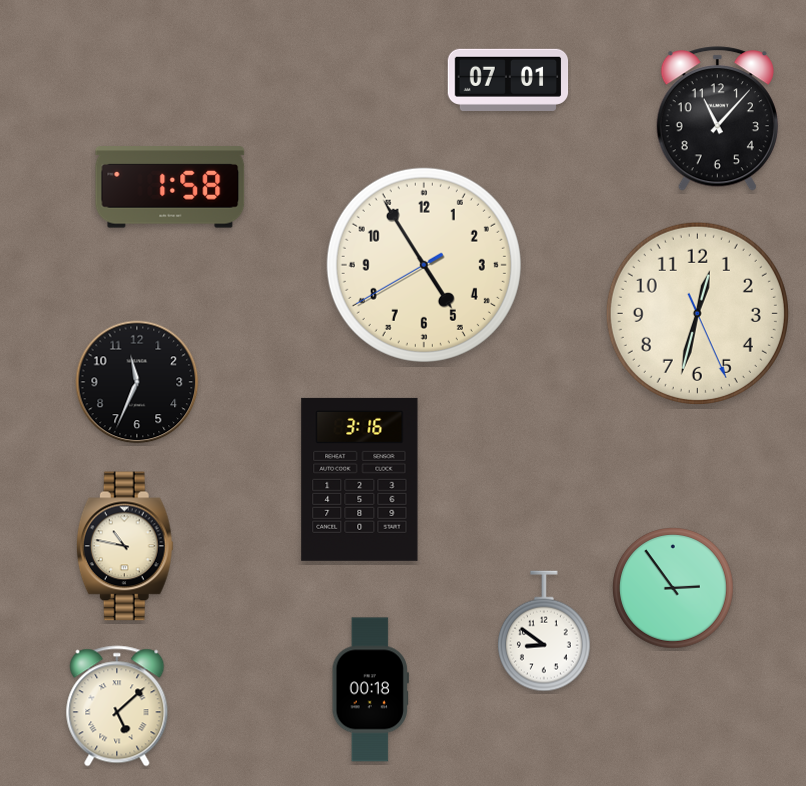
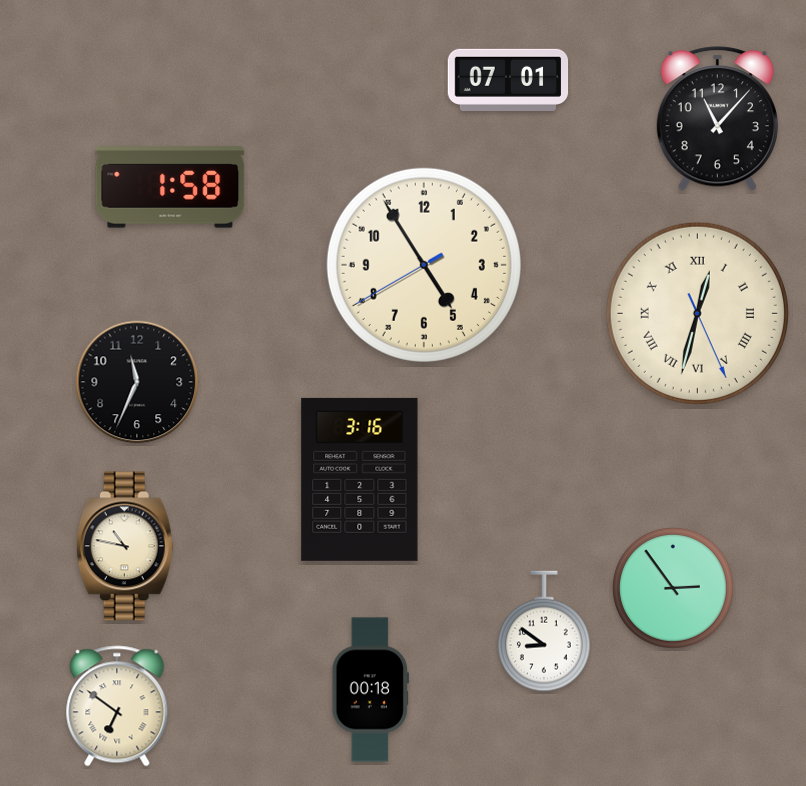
clock at (697, 313) numerals: Arabic -> Roman
clock at (117, 706): 5:08 -> 6:51
